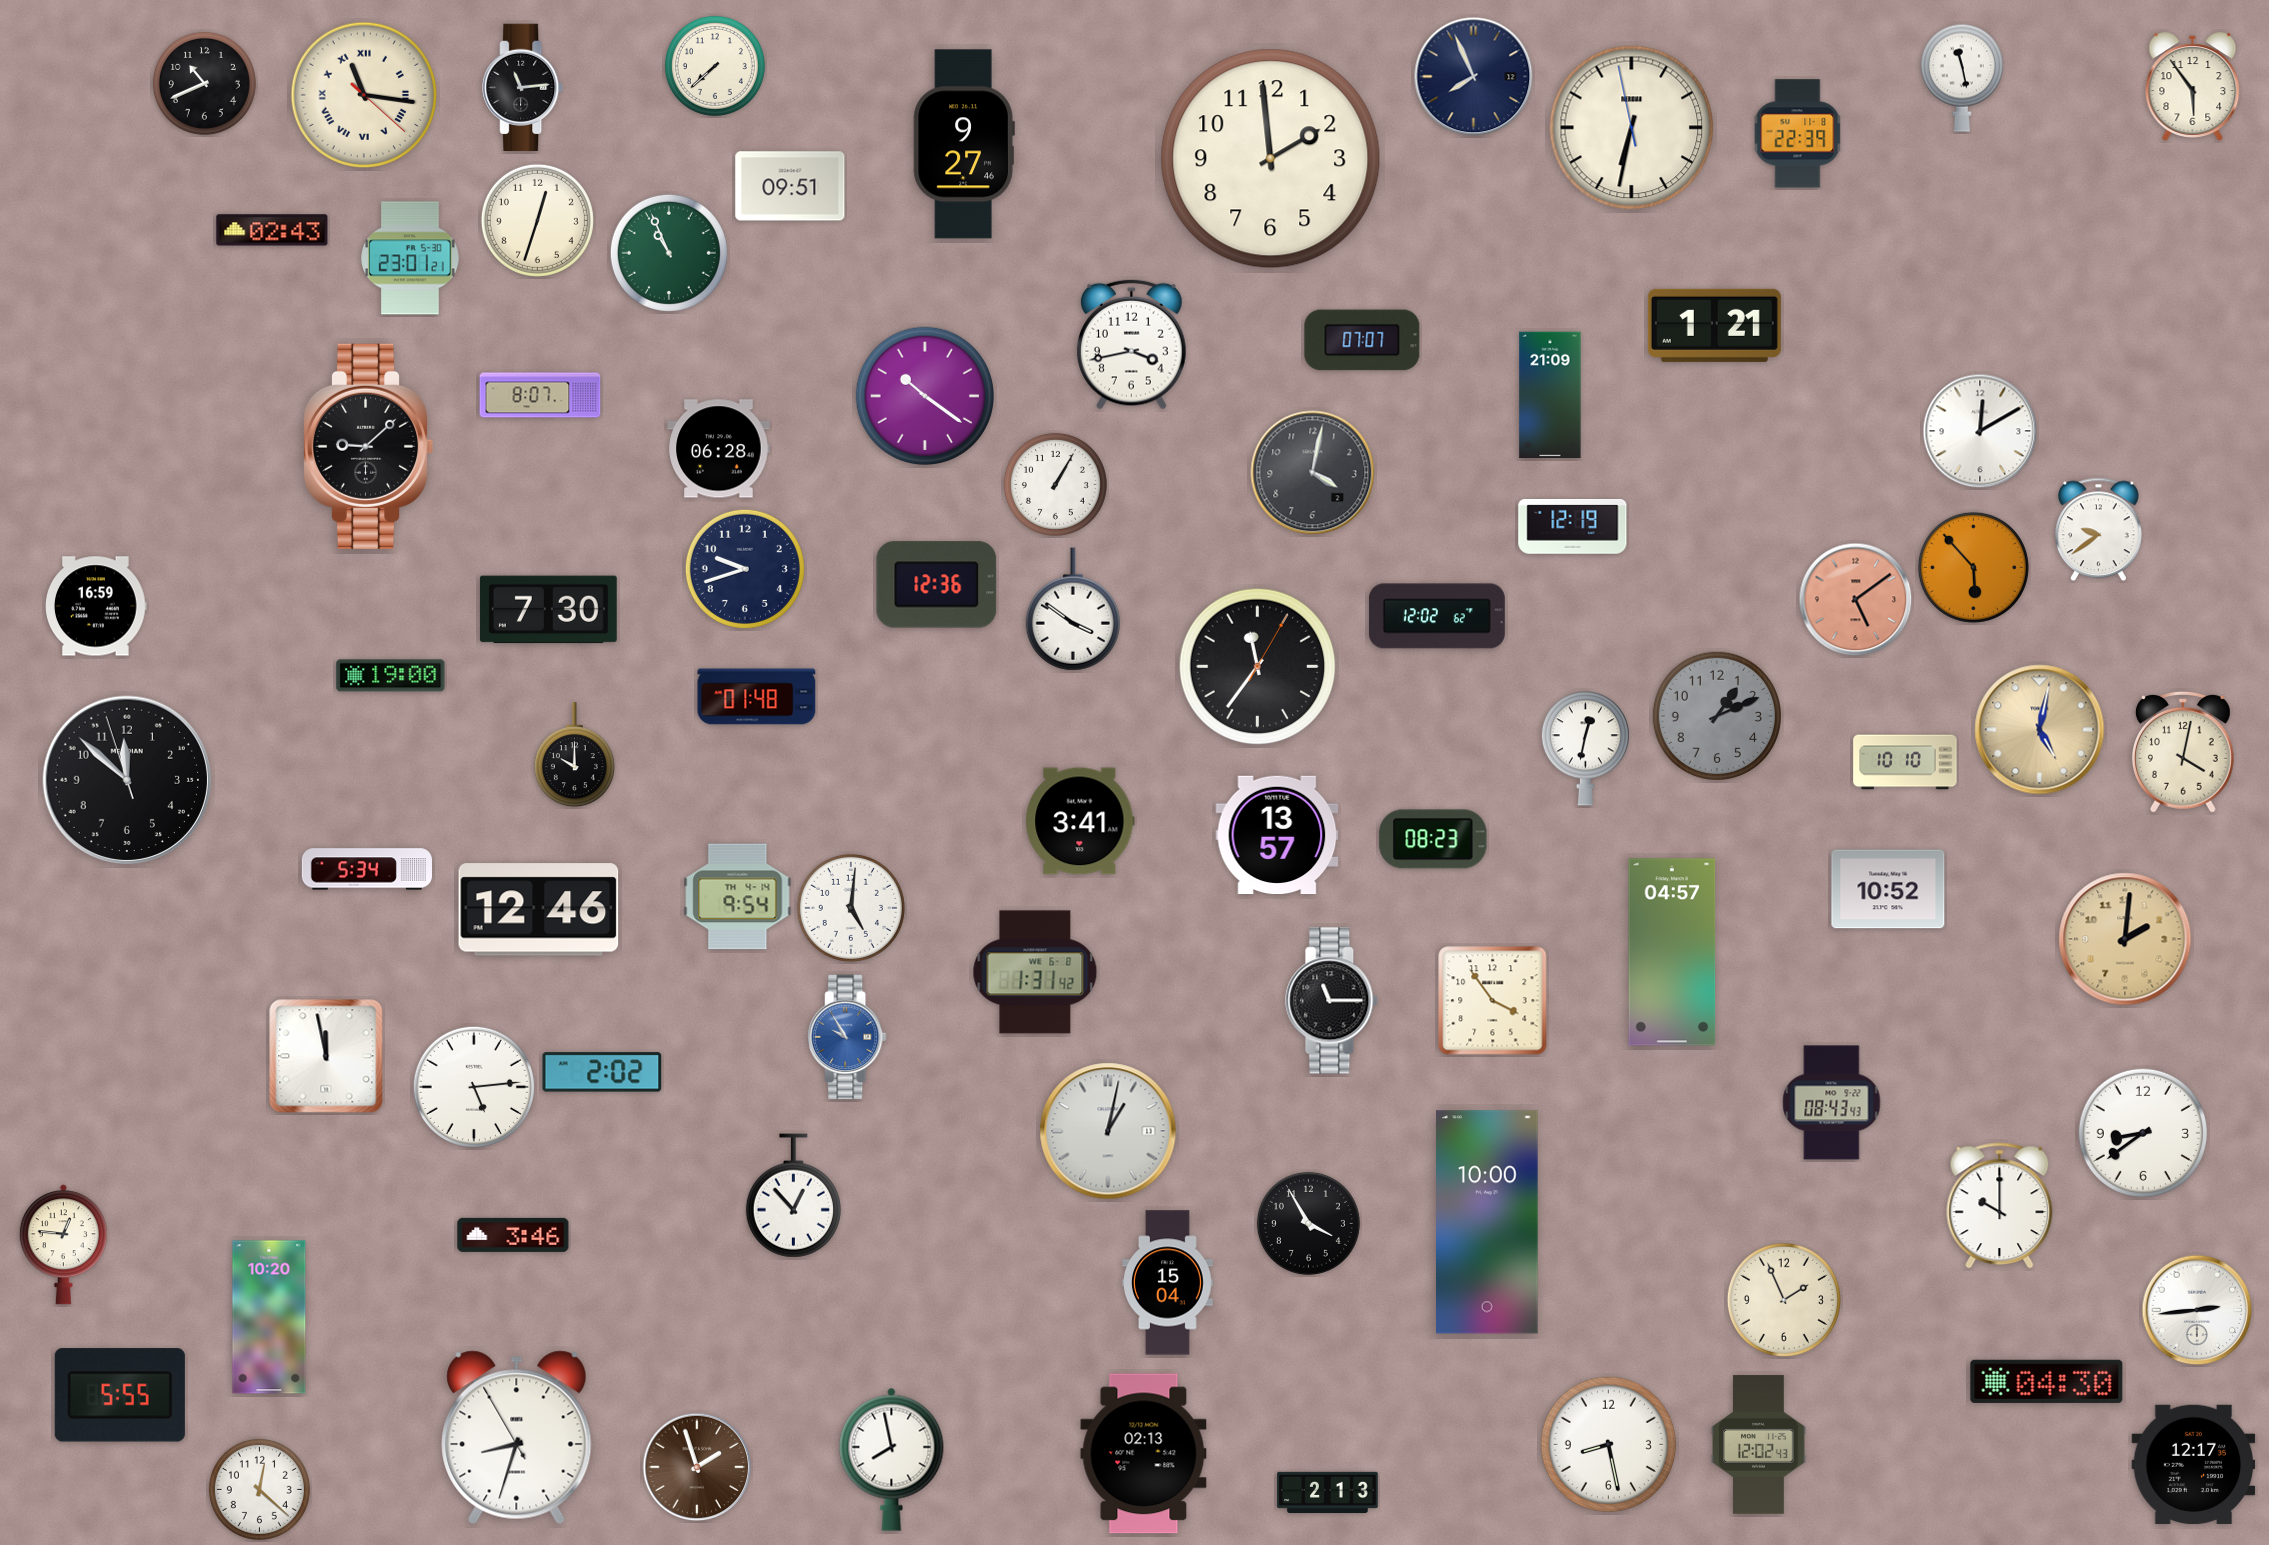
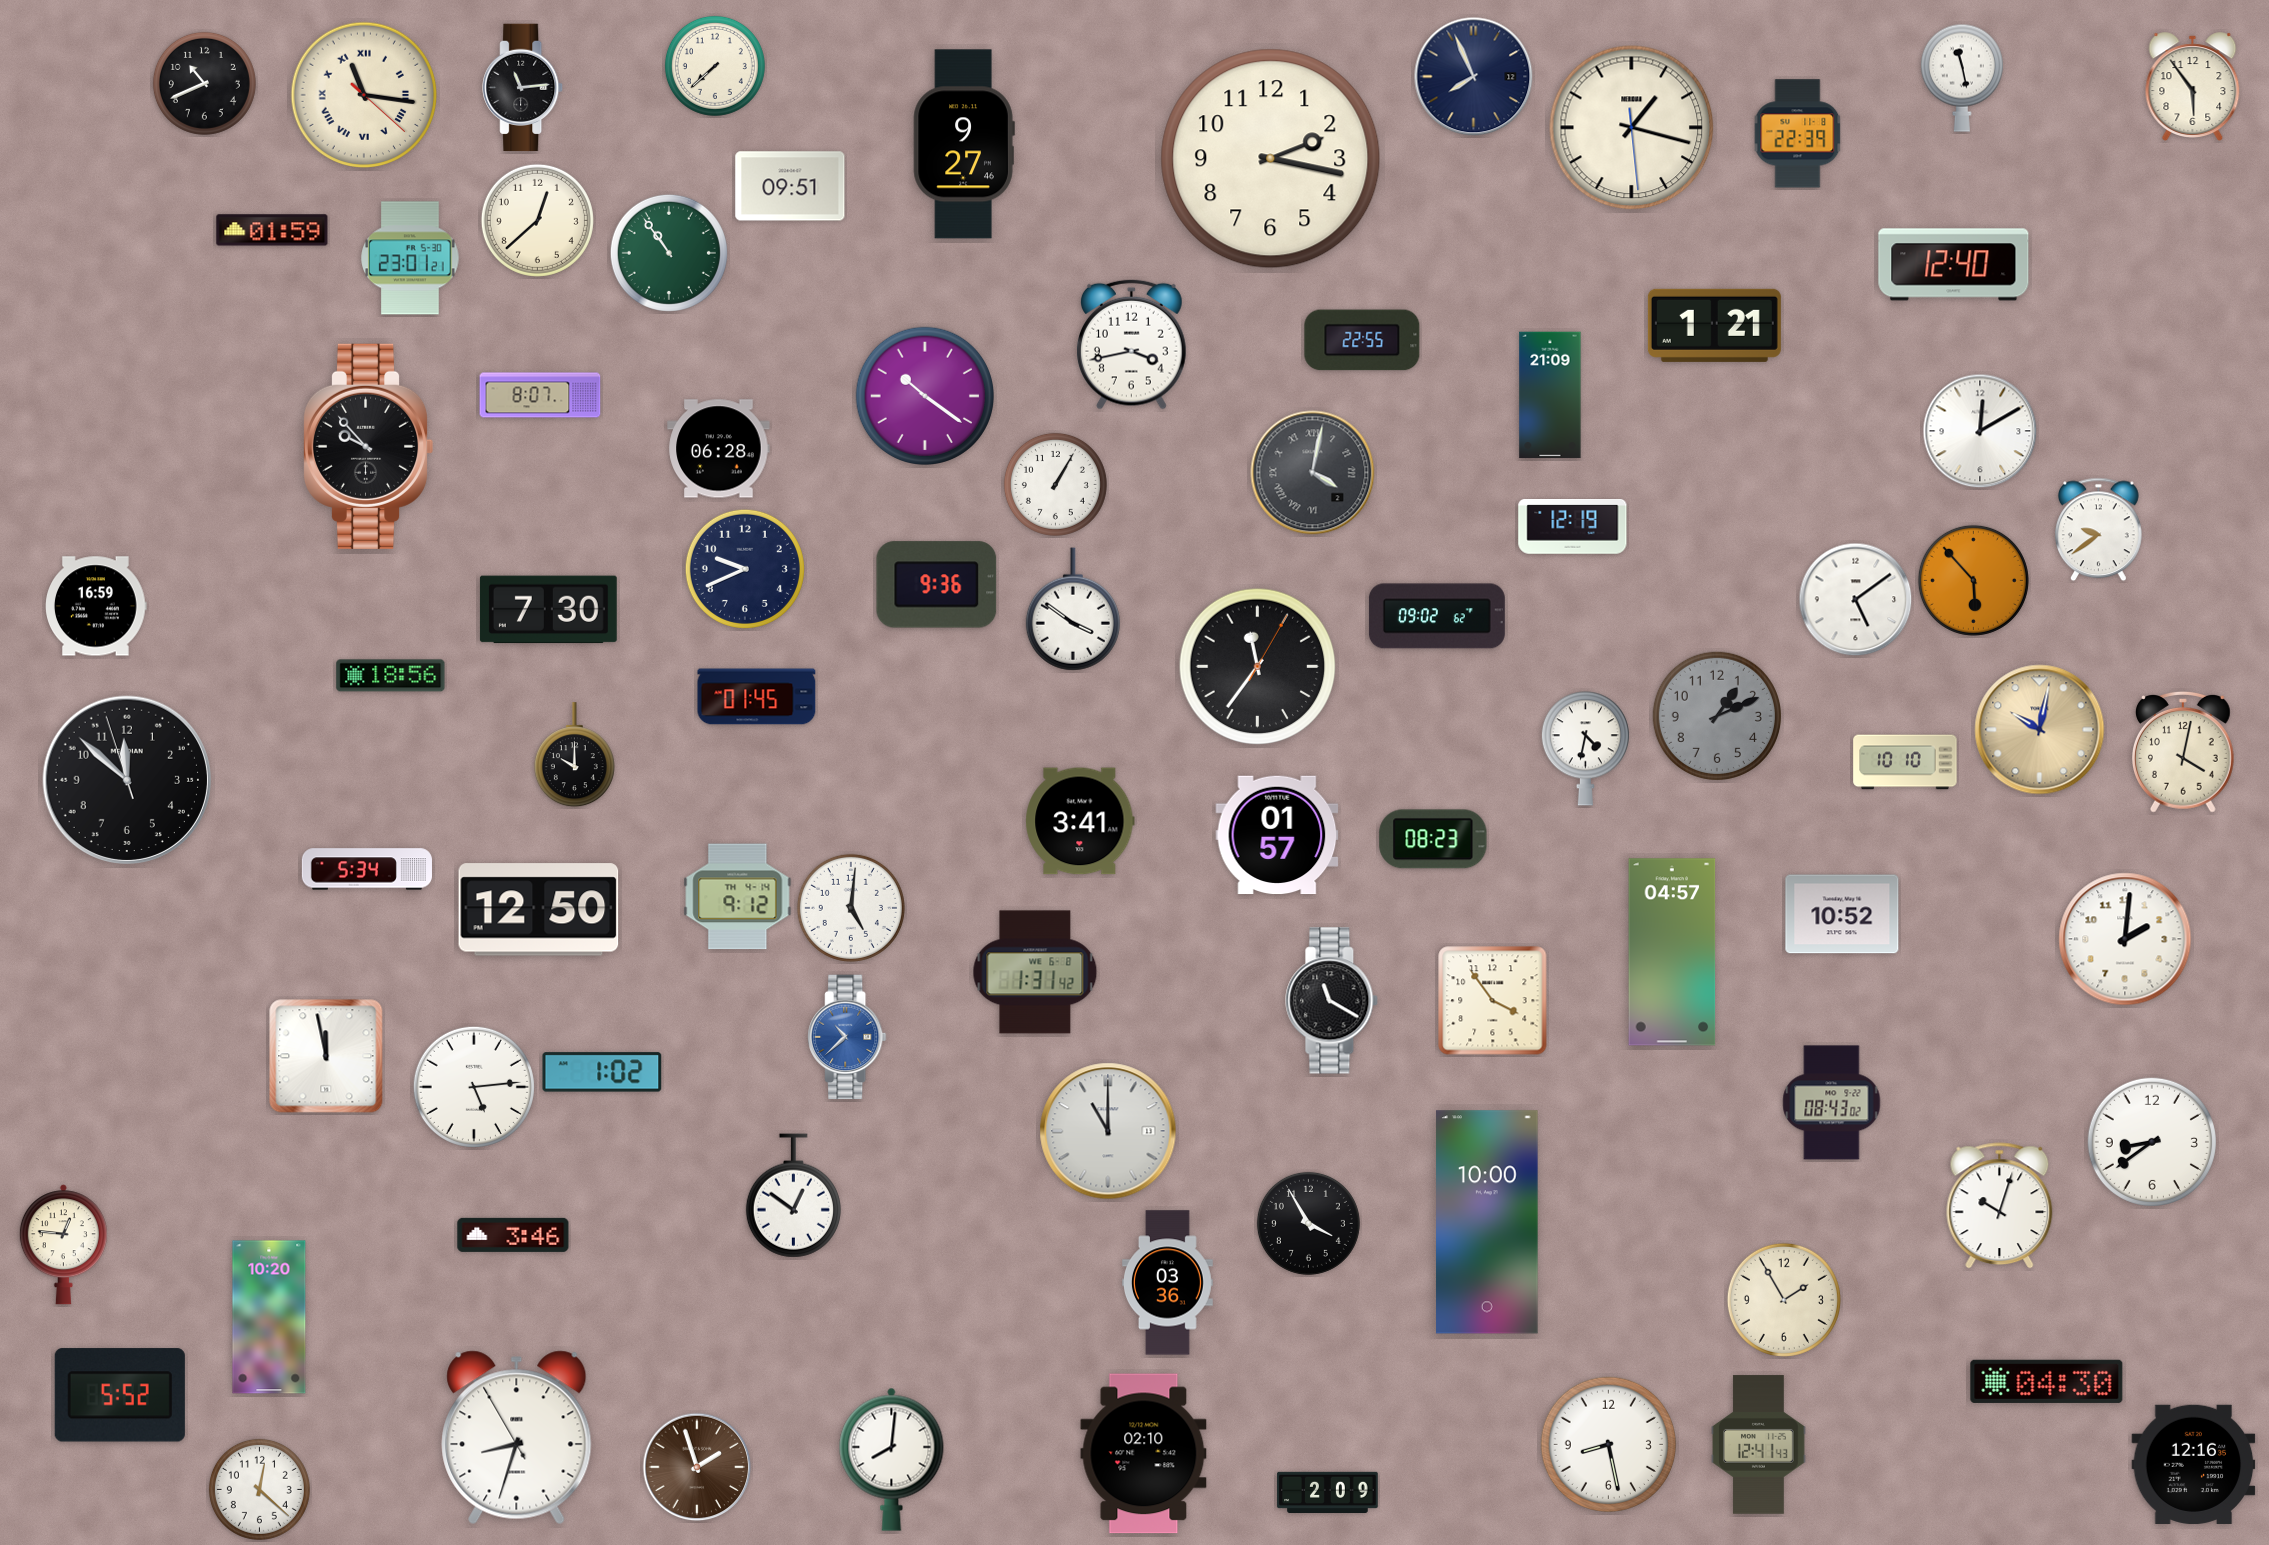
clock at (1632, 128): 6:31 -> 1:17
clock at (1271, 159): 1:59 -> 2:17
clock at (537, 220): 12:33 -> 12:38
clock at (272, 230): 02:43 -> 01:59
clock at (669, 253): 10:56 -> 10:54
clock at (1954, 265): none -> 12:40
clock at (1362, 340): 07:07 -> 22:55
clock at (368, 446): 9:08 -> 9:53
clock at (1313, 473) numerals: Arabic -> Roman
clock at (1973, 567) position: (1973, 567) -> (1973, 580)
clock at (745, 569): 9:42 -> 9:41
clock at (937, 585): 12:36 -> 9:36
clock at (1856, 600) dial: salmon -> white
clock at (1437, 616): 12:02 -> 09:02
clock at (391, 676): 19:00 -> 18:56
clock at (757, 697): 01:48 -> 01:45
clock at (2040, 730): 5:02 -> 10:02
clock at (1585, 749): 12:32 -> 4:32
clock at (1277, 835): 13:57 -> 01:57
clock at (1888, 889) position: (1888, 889) -> (1842, 914)
clock at (738, 897): 9:54 -> 9:12
clock at (539, 910): 12:46 -> 12:50
clock at (2125, 939) dial: champagne -> white
clock at (1332, 1001): 11:15 -> 11:20
clock at (847, 1037): 9:55 -> 10:38
clock at (602, 1072): 2:02 -> 1:02
clock at (1832, 1103): 08:43:43 -> 08:43:02
clock at (1108, 1131): 1:02 -> 11:00
clock at (2143, 1133) position: (2143, 1133) -> (2152, 1142)
clock at (793, 1196): 12:53 -> 12:51
clock at (2000, 1206): 10:00 -> 10:03
clock at (1168, 1283): 15:04 -> 03:36
clock at (1784, 1300): 1:56 -> 1:55
clock at (2197, 1310): 2:44 -> none
clock at (120, 1395): 5:55 -> 5:52
clock at (1759, 1445): 12:02 -> 12:41
clock at (1144, 1454): 02:13 -> 02:10
clock at (892, 1459): 7:58 -> 8:01
clock at (2194, 1464): 12:17 -> 12:16
clock at (1328, 1492): 2:13 -> 2:09
